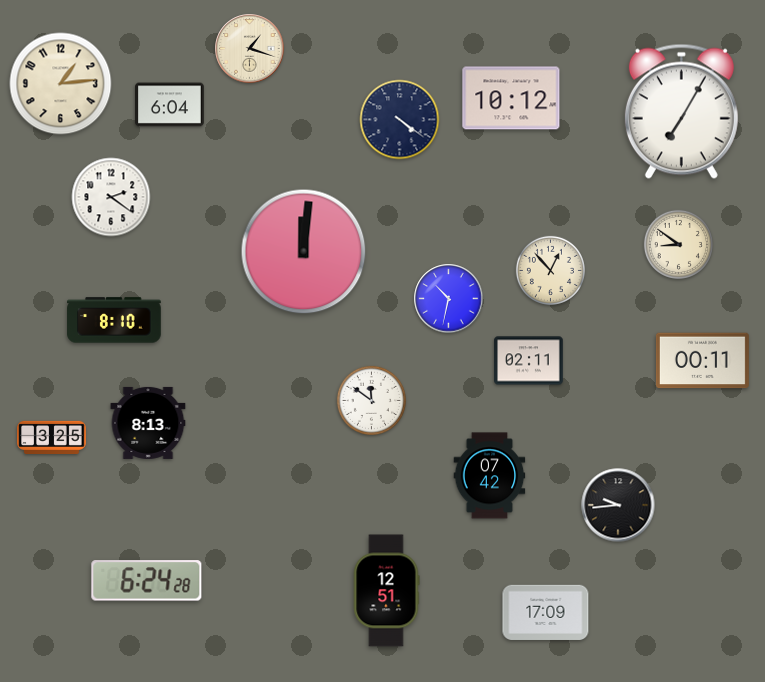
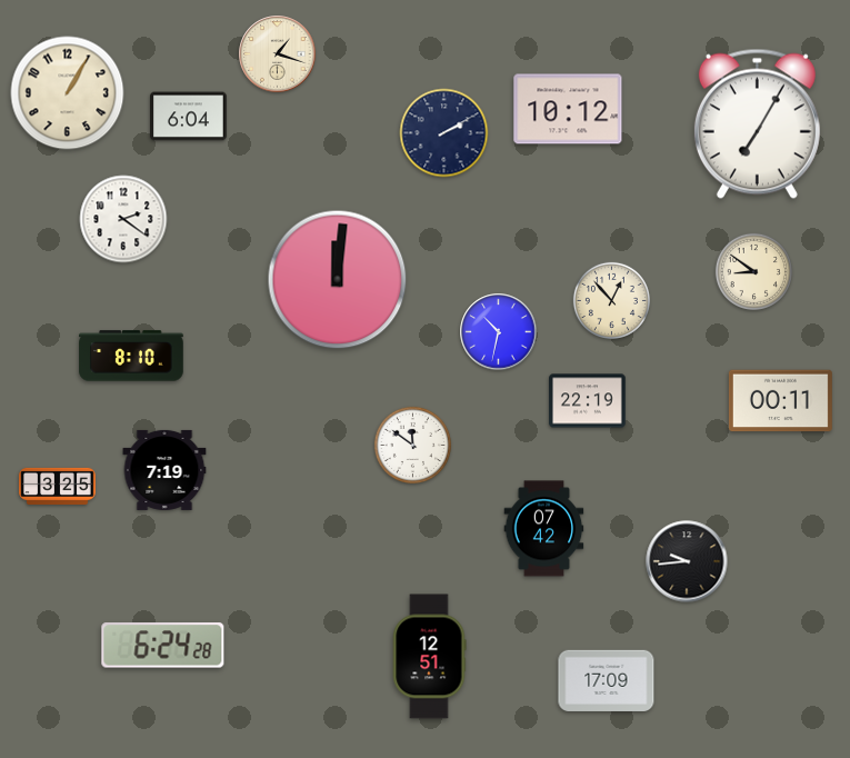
clock at (61, 84): 1:14 -> 1:05
clock at (400, 120): 4:21 -> 2:10
clock at (114, 320) position: (114, 320) -> (131, 356)
clock at (529, 361): 02:11 -> 22:19
clock at (148, 423): 8:13 -> 7:19
